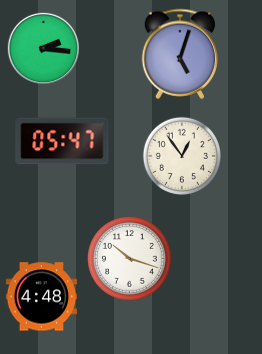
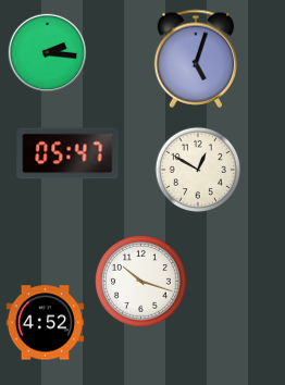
clock at (182, 156): 12:54 -> 12:50
clock at (41, 297): 4:48 -> 4:52
